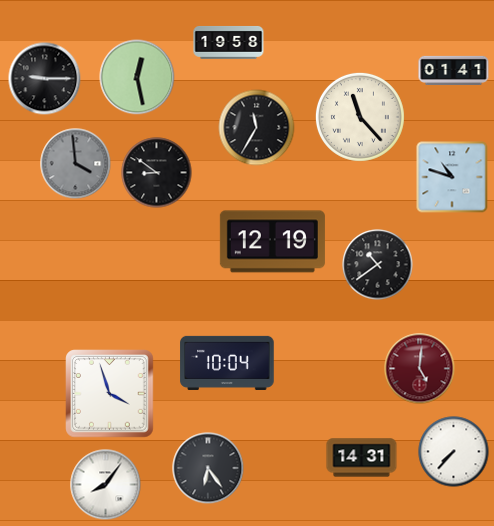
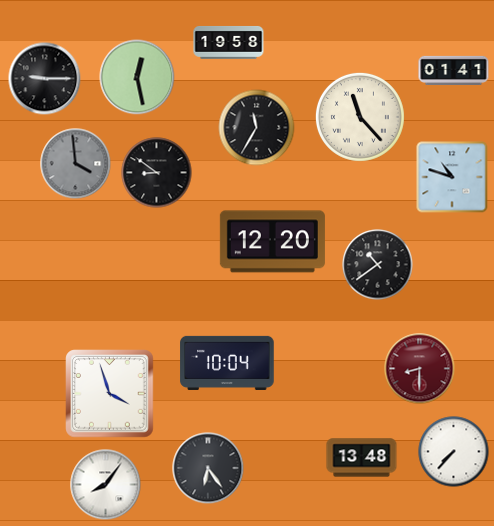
clock at (272, 242): 12:19 -> 12:20
clock at (420, 369): 5:01 -> 8:30
clock at (362, 458): 14:31 -> 13:48
